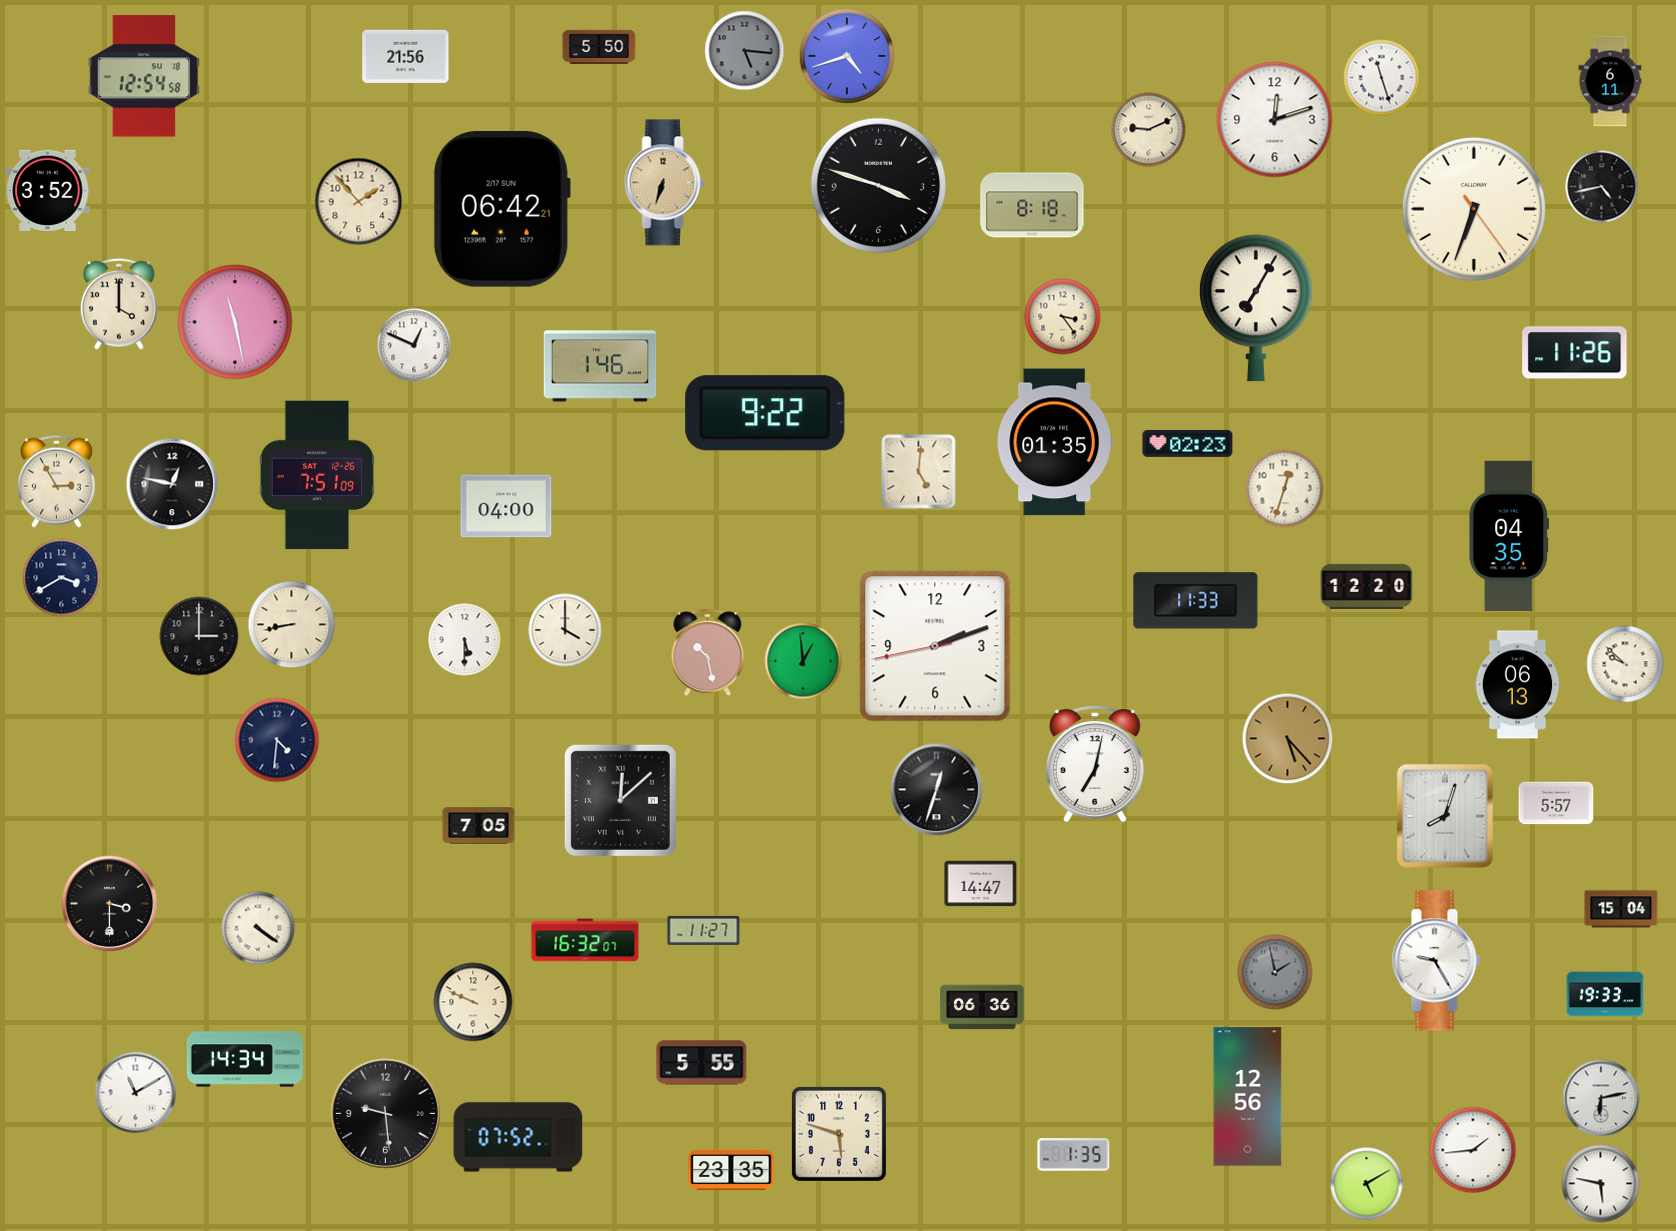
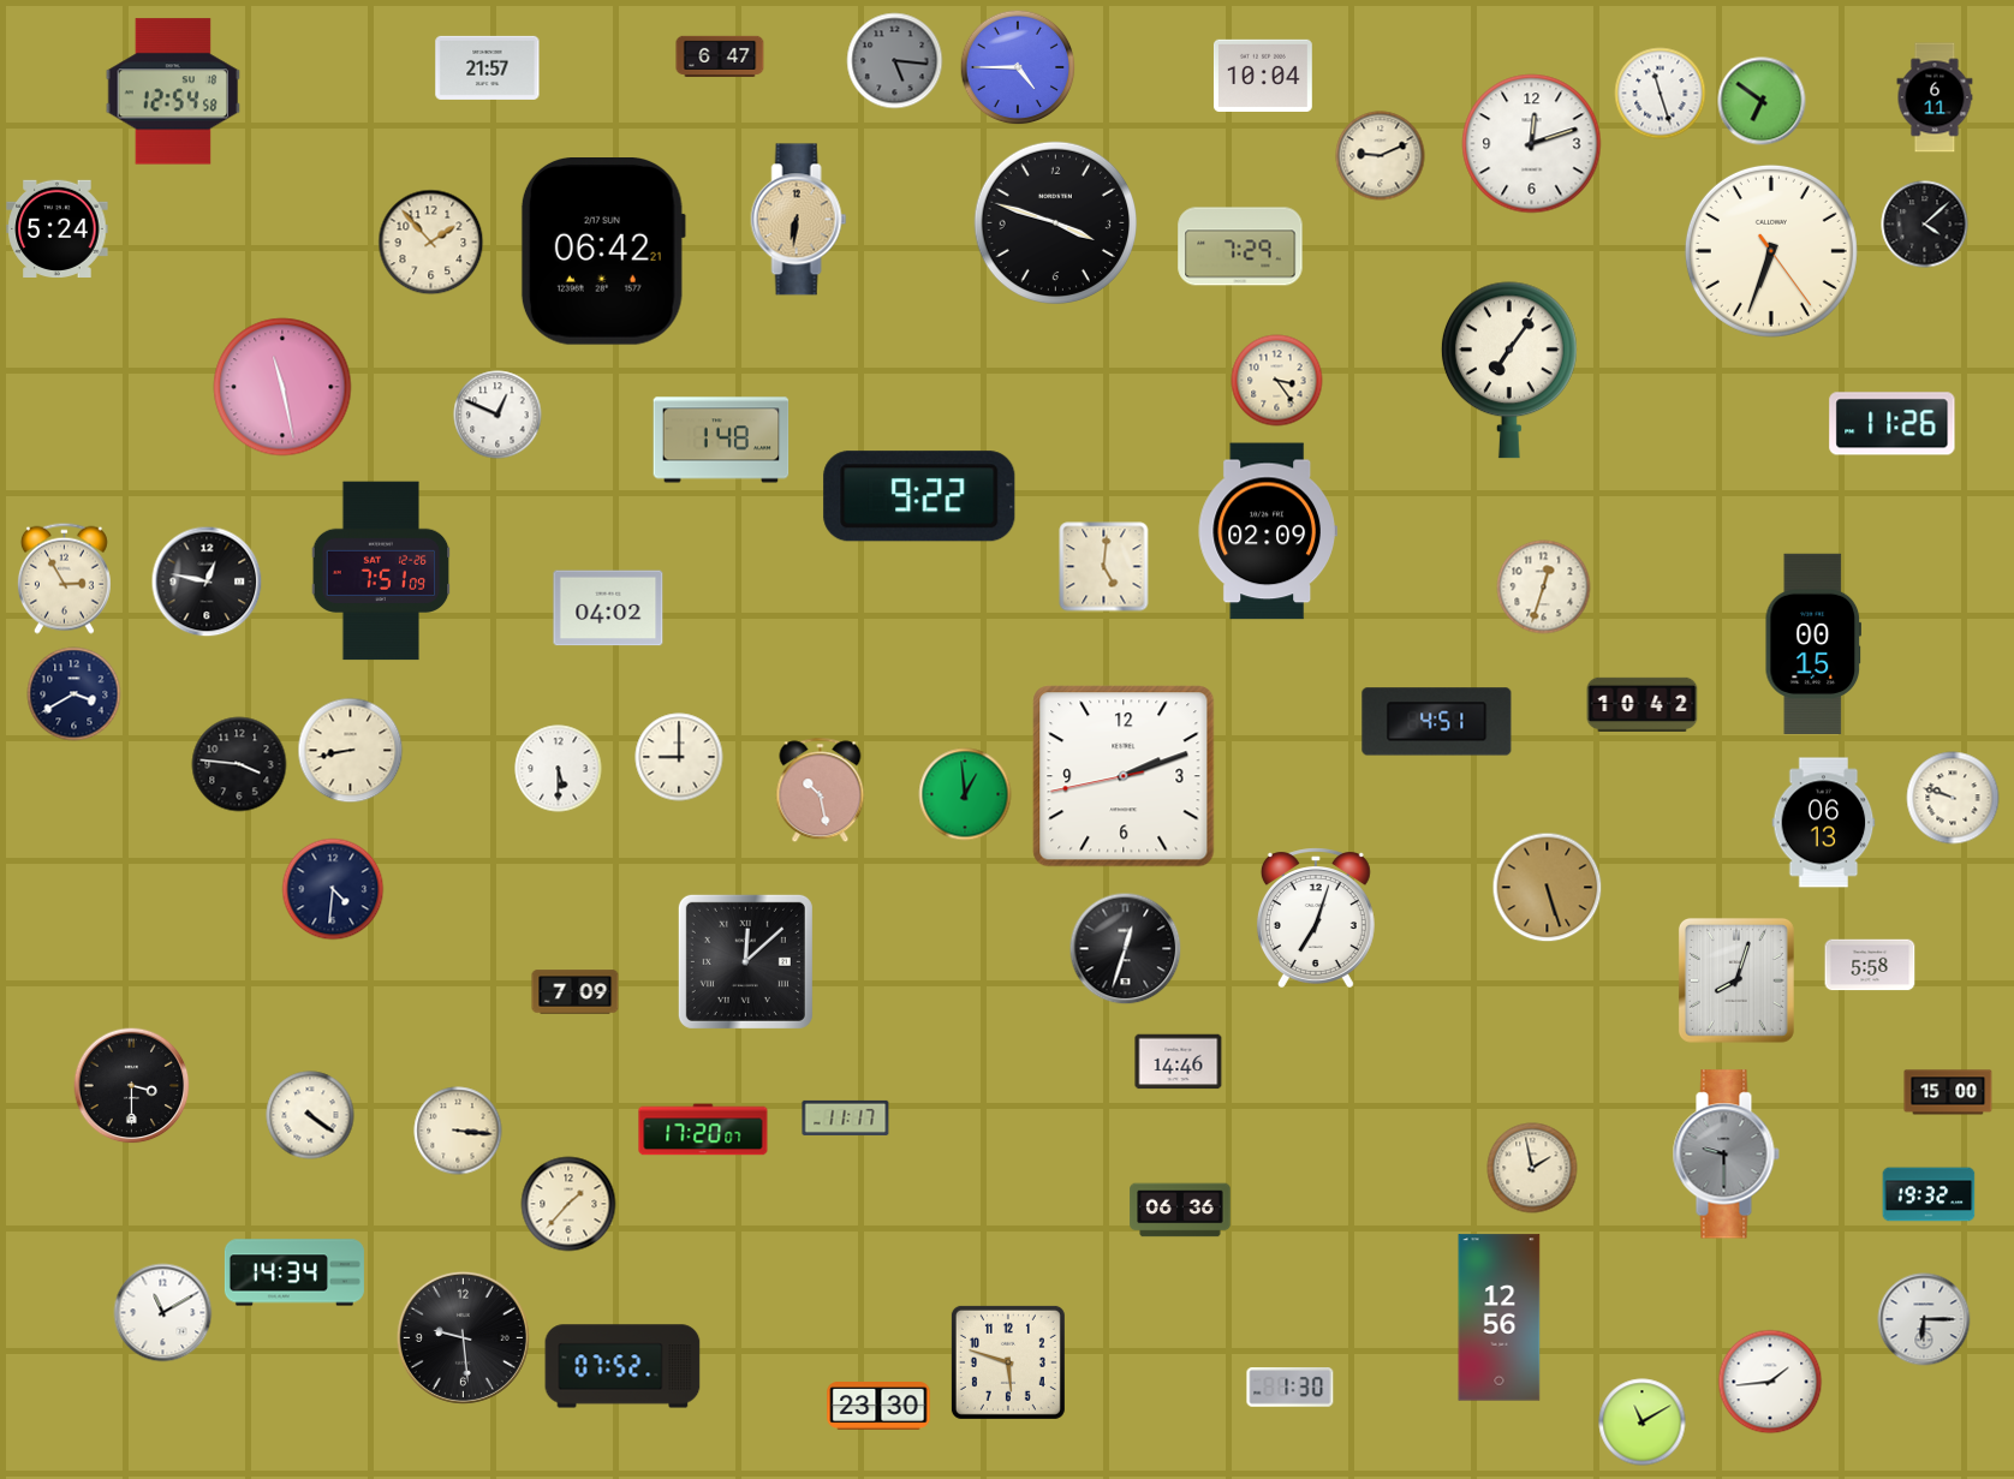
clock at (599, 47): 5:50 -> 6:47
clock at (406, 56): 21:56 -> 21:57
clock at (847, 56): 4:42 -> 4:45
clock at (1263, 74): none -> 10:04
clock at (1762, 101): none -> 6:51
clock at (665, 183): 6:33 -> 6:31
clock at (1602, 187): 4:43 -> 4:08
clock at (48, 190): 3:52 -> 5:24
clock at (1032, 205): 8:18 -> 7:29
clock at (120, 304): 4:00 -> none
clock at (1256, 308): 7:05 -> 7:06
clock at (600, 366): 1:46 -> 1:48
clock at (1055, 442): 01:35 -> 02:09
clock at (1188, 443): 02:23 -> none
clock at (56, 481) position: (56, 481) -> (64, 578)
clock at (506, 506): 04:00 -> 04:02
clock at (1508, 536): 04:35 -> 00:15
clock at (1367, 586): 12:20 -> 10:42
clock at (1196, 601): 11:33 -> 4:51
clock at (565, 630): 4:00 -> 9:00
clock at (199, 636): 3:00 -> 3:46
clock at (708, 653) position: (708, 653) -> (821, 791)
clock at (1625, 664): 9:52 -> 9:48
clock at (1288, 739): 5:23 -> 5:27
clock at (1095, 764): 7:02 -> 7:03
clock at (1556, 803): 5:57 -> 5:58
clock at (479, 826): 7:05 -> 7:09
clock at (981, 884): 14:47 -> 14:46
clock at (1621, 909): 15:04 -> 15:00
clock at (704, 930): 11:27 -> 11:17
clock at (585, 940): 16:32 -> 17:20
clock at (458, 1131): none -> 3:16
clock at (1436, 961): 9:25 -> 9:30
clock at (1436, 961) dial: white -> grey
clock at (1275, 972) dial: grey -> cream
clock at (1605, 994): 19:33 -> 19:32
clock at (473, 1002): 9:49 -> 1:37
clock at (702, 1063): 5:55 -> none
clock at (1601, 1098): 6:13 -> 6:15
clock at (1074, 1155): 1:35 -> 1:30
clock at (731, 1171): 23:35 -> 23:30
clock at (1367, 1184): 5:10 -> 11:10
clock at (1601, 1184): 5:47 -> none
